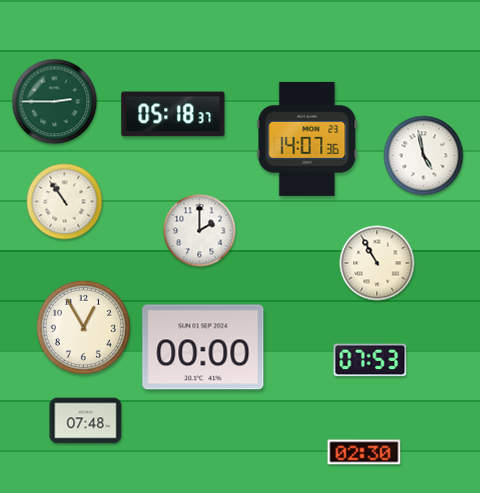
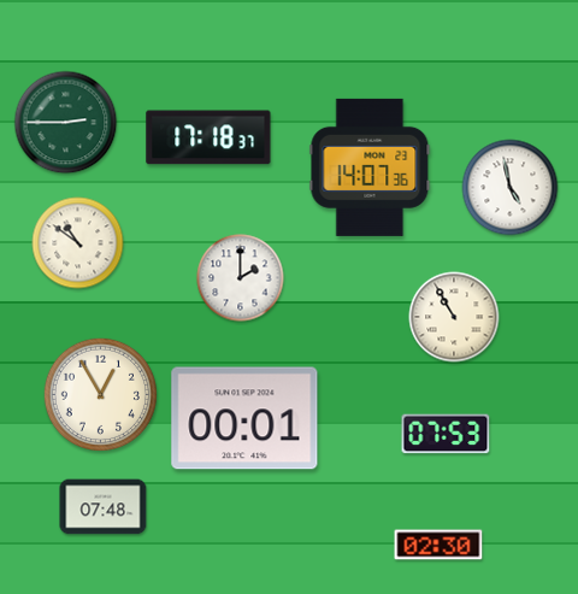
clock at (173, 114): 05:18 -> 17:18
clock at (65, 202): 10:54 -> 10:51
clock at (203, 347): 00:00 -> 00:01
